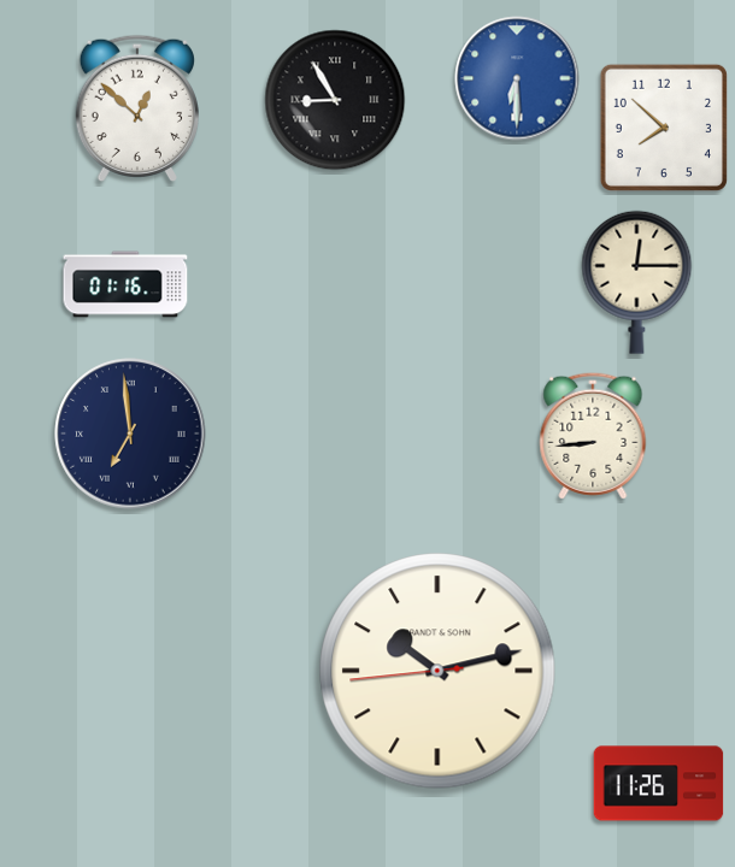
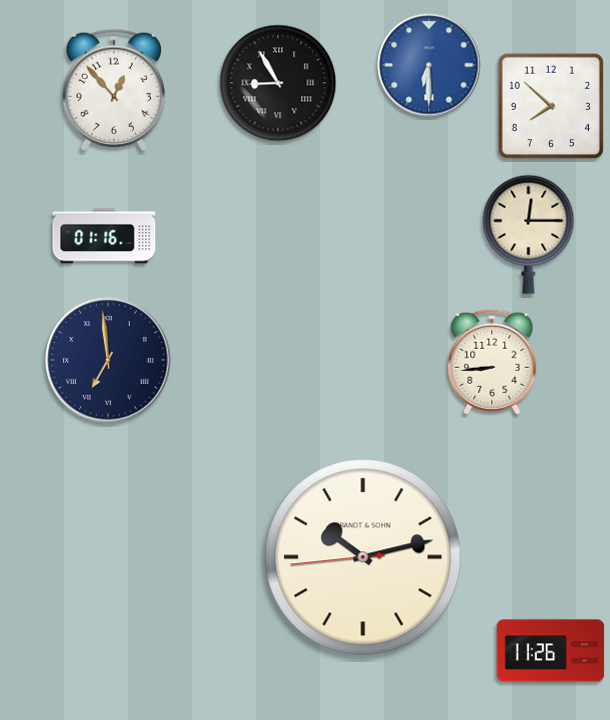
clock at (136, 108): 12:52 -> 12:53
clock at (659, 784) position: (659, 784) -> (551, 651)
